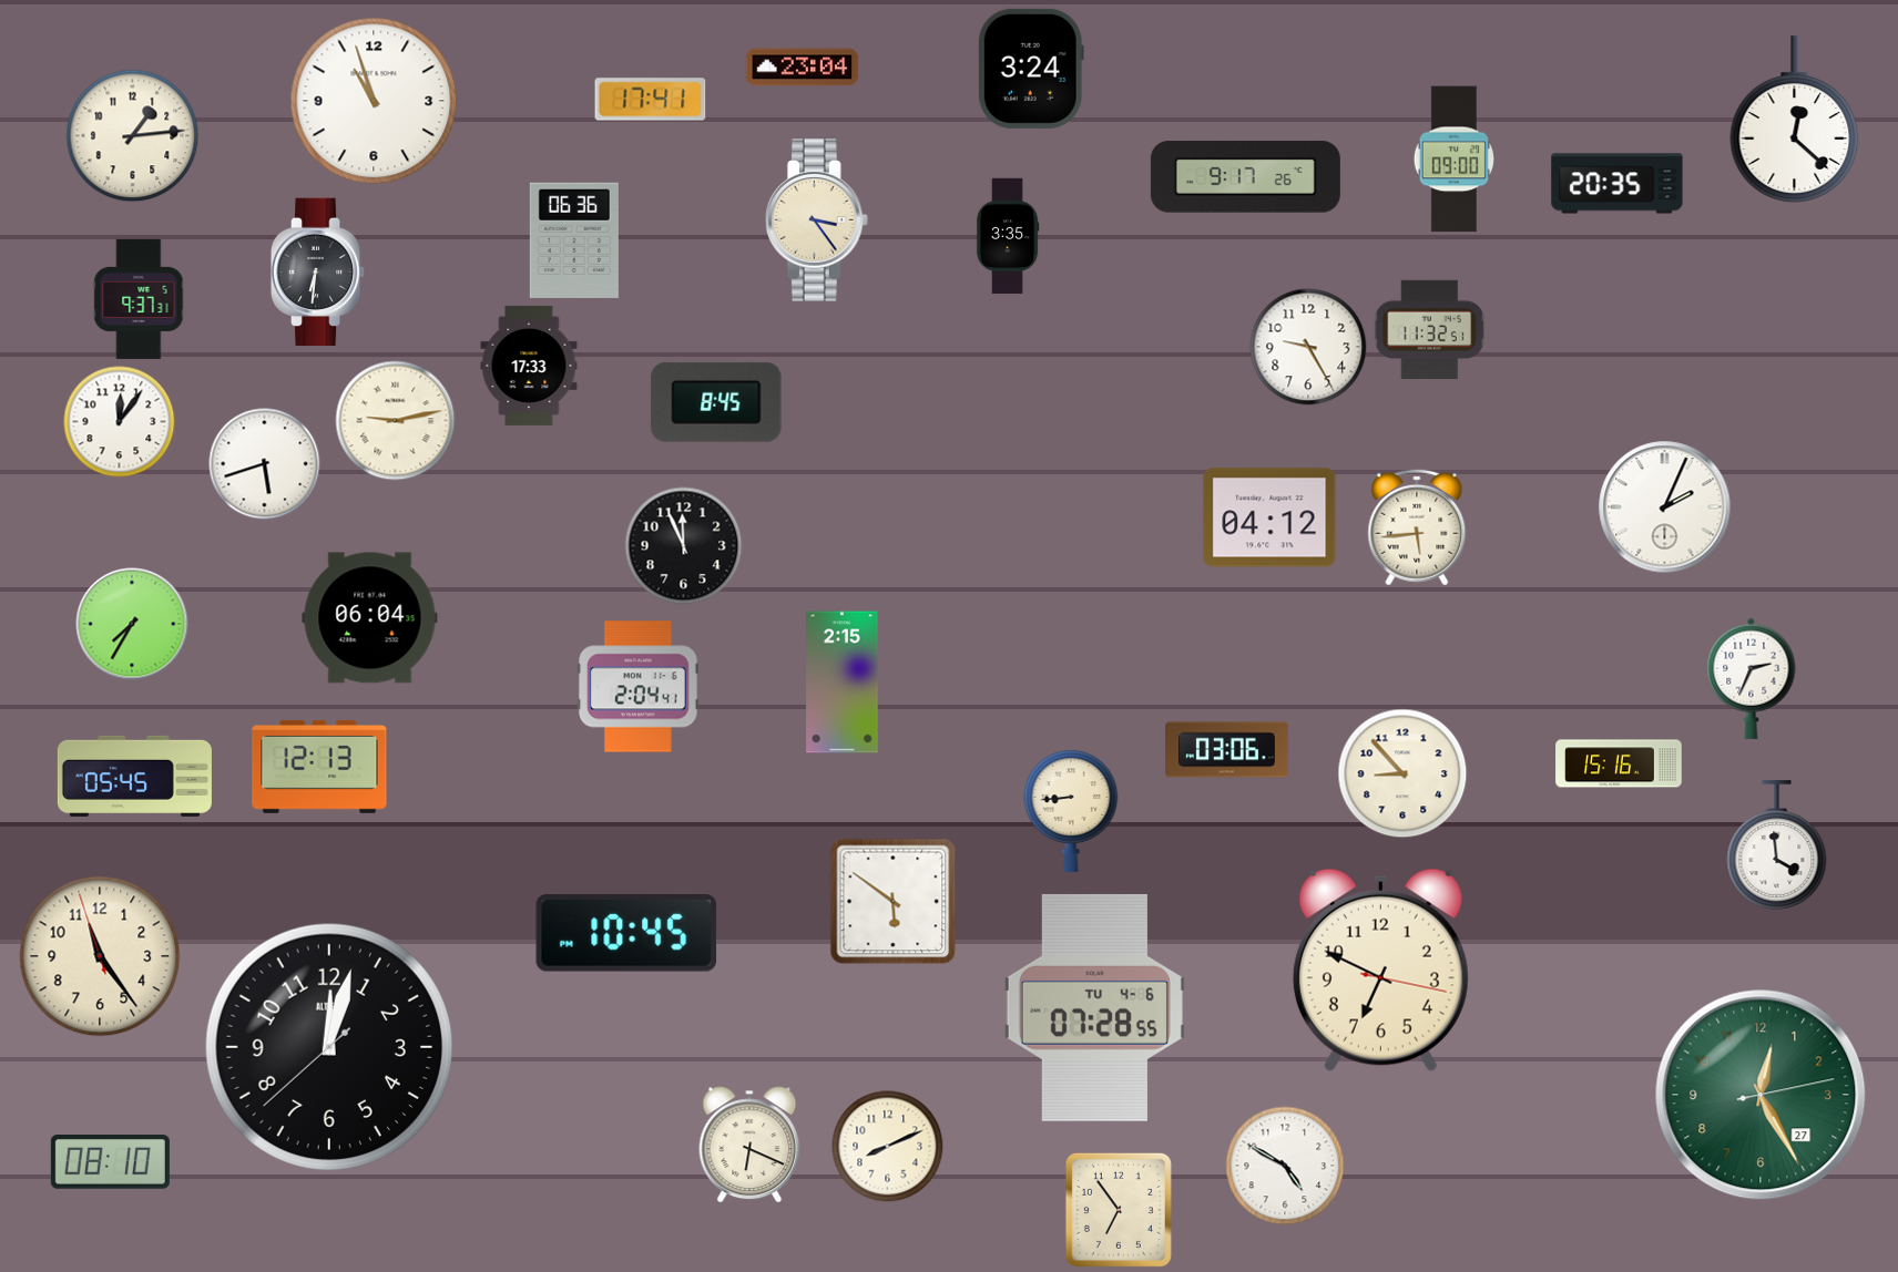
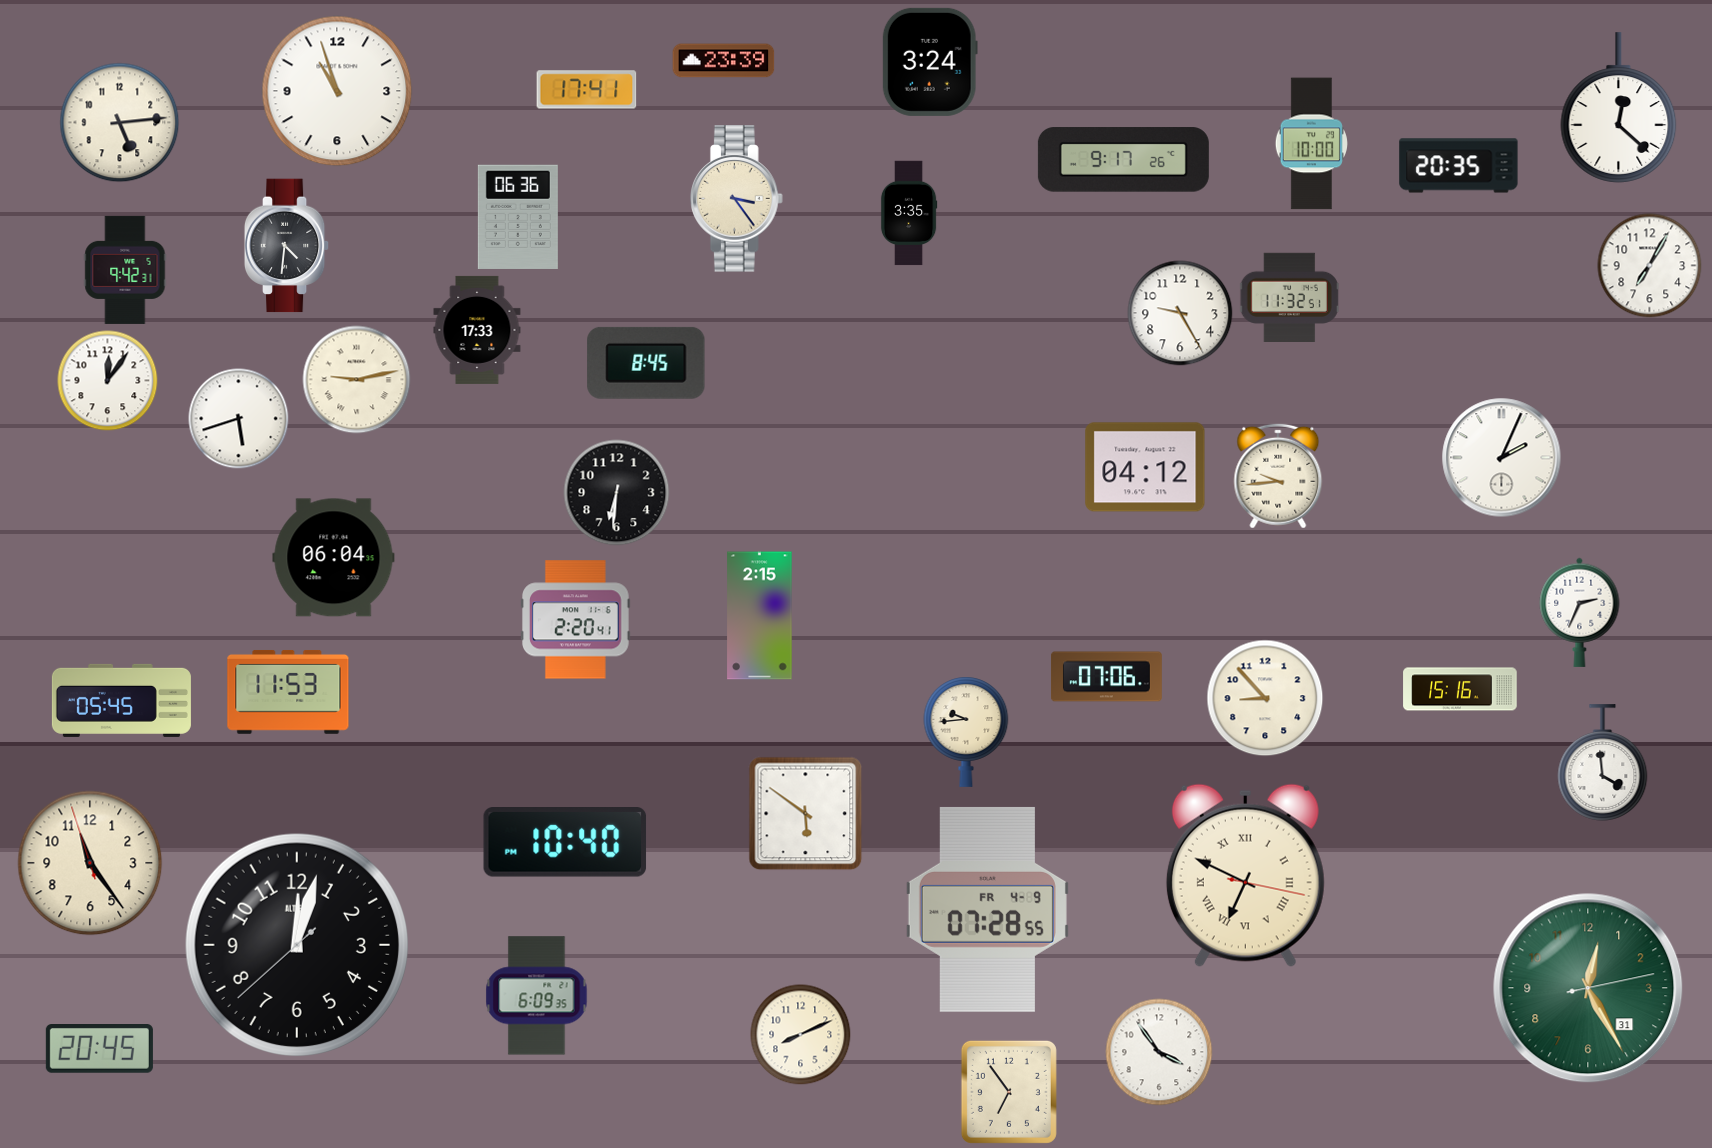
clock at (803, 68): 23:04 -> 23:39
clock at (133, 136): 1:14 -> 5:14
clock at (1453, 160): 09:00 -> 10:00
clock at (318, 273): 6:31 -> 4:31
clock at (1650, 266): none -> 7:05
clock at (139, 299): 9:37 -> 9:42
clock at (1417, 527): 5:44 -> 9:44
clock at (684, 546): 11:56 -> 6:31
clock at (132, 624): 7:35 -> none
clock at (639, 687): 2:04 -> 2:20
clock at (1226, 750): 03:06 -> 07:06
clock at (319, 767): 12:13 -> 11:53
clock at (1071, 811): 8:44 -> 9:44
clock at (626, 933): 10:45 -> 10:40
clock at (1380, 970) numerals: Arabic -> Roman
clock at (1094, 1007) date: TU 4-6 -> FR 4-9
clock at (1761, 1095) date: 27 -> 31
clock at (537, 996): none -> 6:09
clock at (749, 1145): 6:19 -> none
clock at (110, 1162): 08:10 -> 20:45
clock at (1285, 1166): 4:50 -> 3:54
